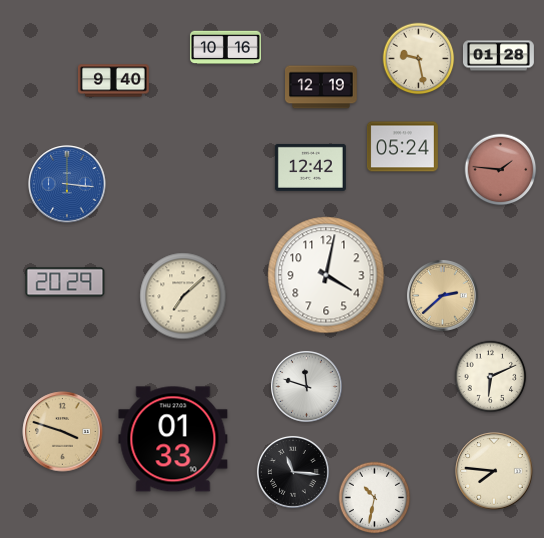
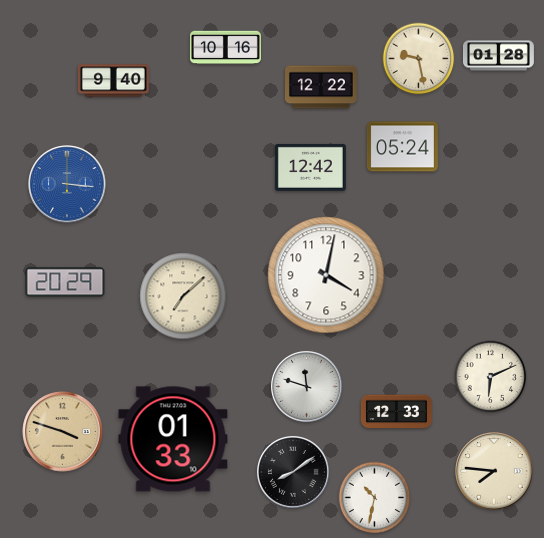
clock at (322, 87): 12:19 -> 12:22
clock at (501, 170): 1:46 -> none
clock at (442, 295): 2:38 -> none
clock at (396, 412): none -> 12:33
clock at (293, 472): 11:16 -> 8:09
